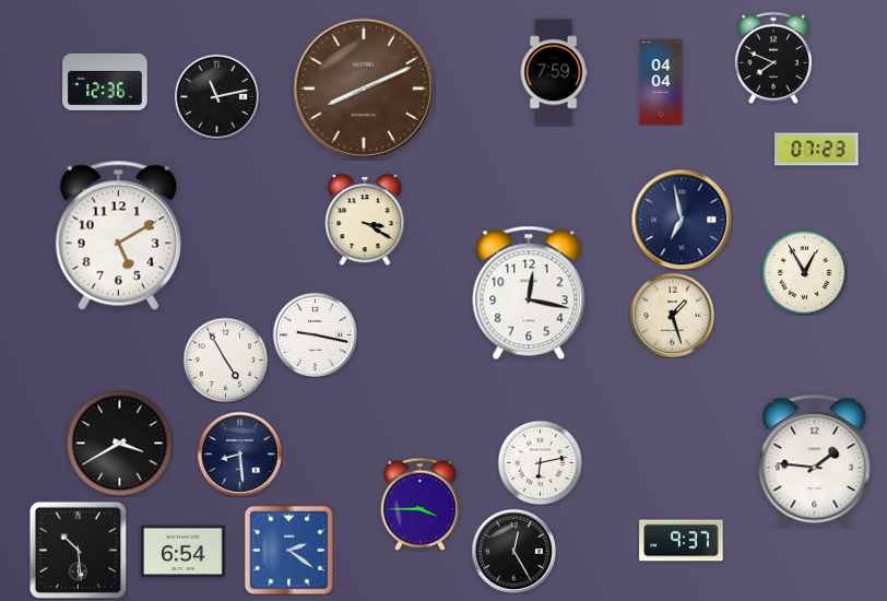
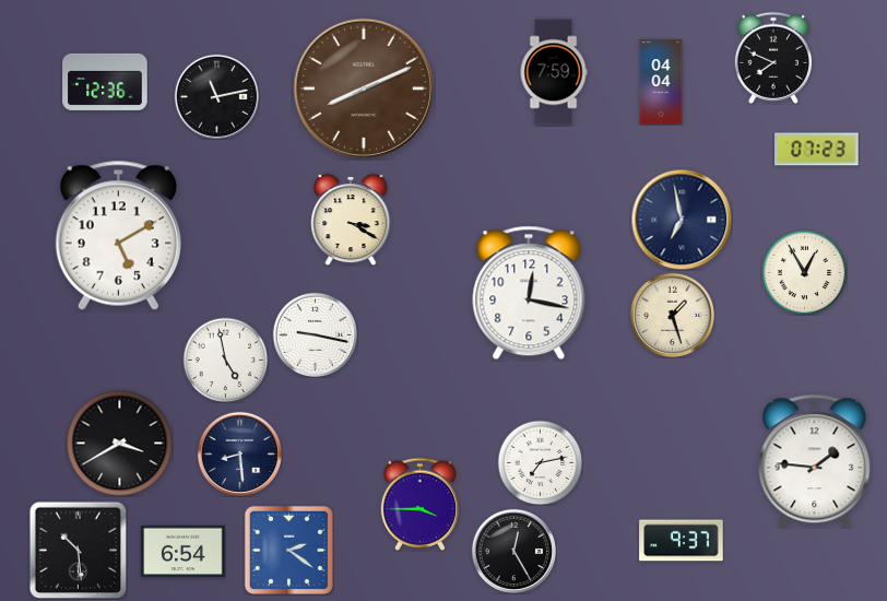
clock at (365, 220) position: (365, 220) -> (351, 220)
clock at (225, 360): 4:55 -> 4:58
clock at (540, 462): 6:13 -> 7:13
